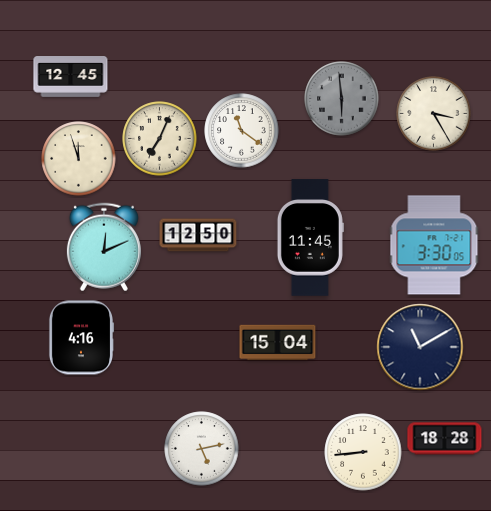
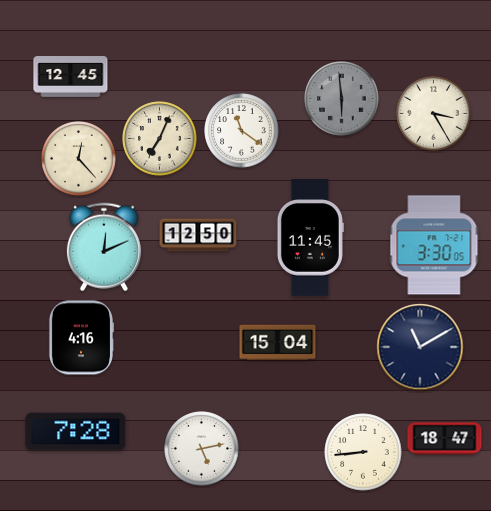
clock at (79, 159): 11:57 -> 12:23
clock at (76, 432): none -> 7:28
clock at (445, 439): 18:28 -> 18:47
